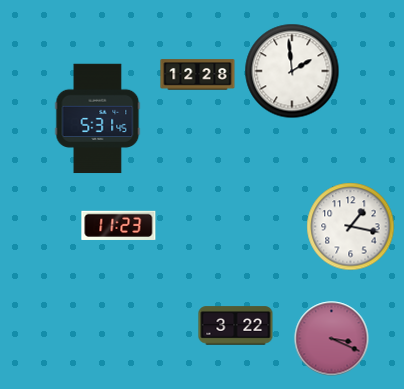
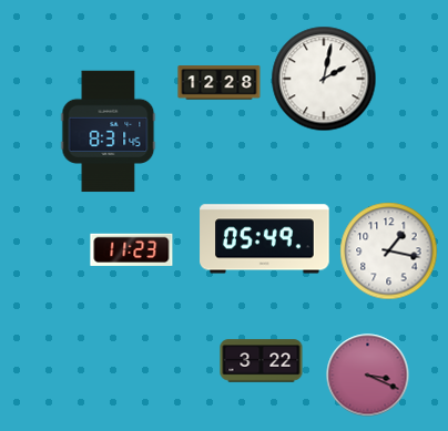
clock at (292, 71): 1:59 -> 2:02
clock at (98, 119): 5:31 -> 8:31
clock at (265, 239): none -> 05:49
